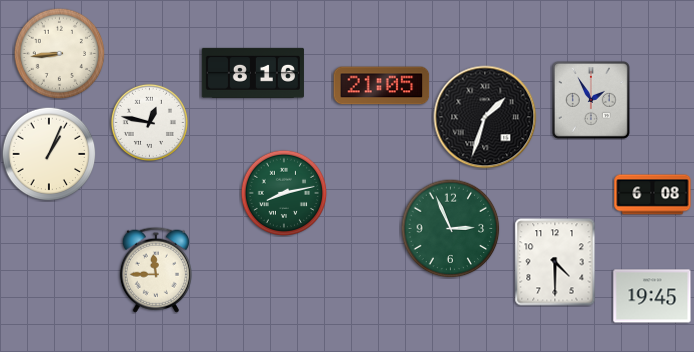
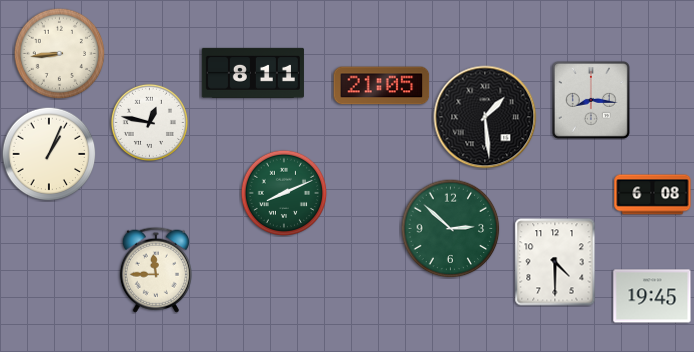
clock at (253, 73): 8:16 -> 8:11
clock at (591, 100): 1:55 -> 8:16
clock at (485, 117): 1:33 -> 1:29
clock at (284, 193): 8:13 -> 8:11
clock at (451, 229): 2:56 -> 2:52
